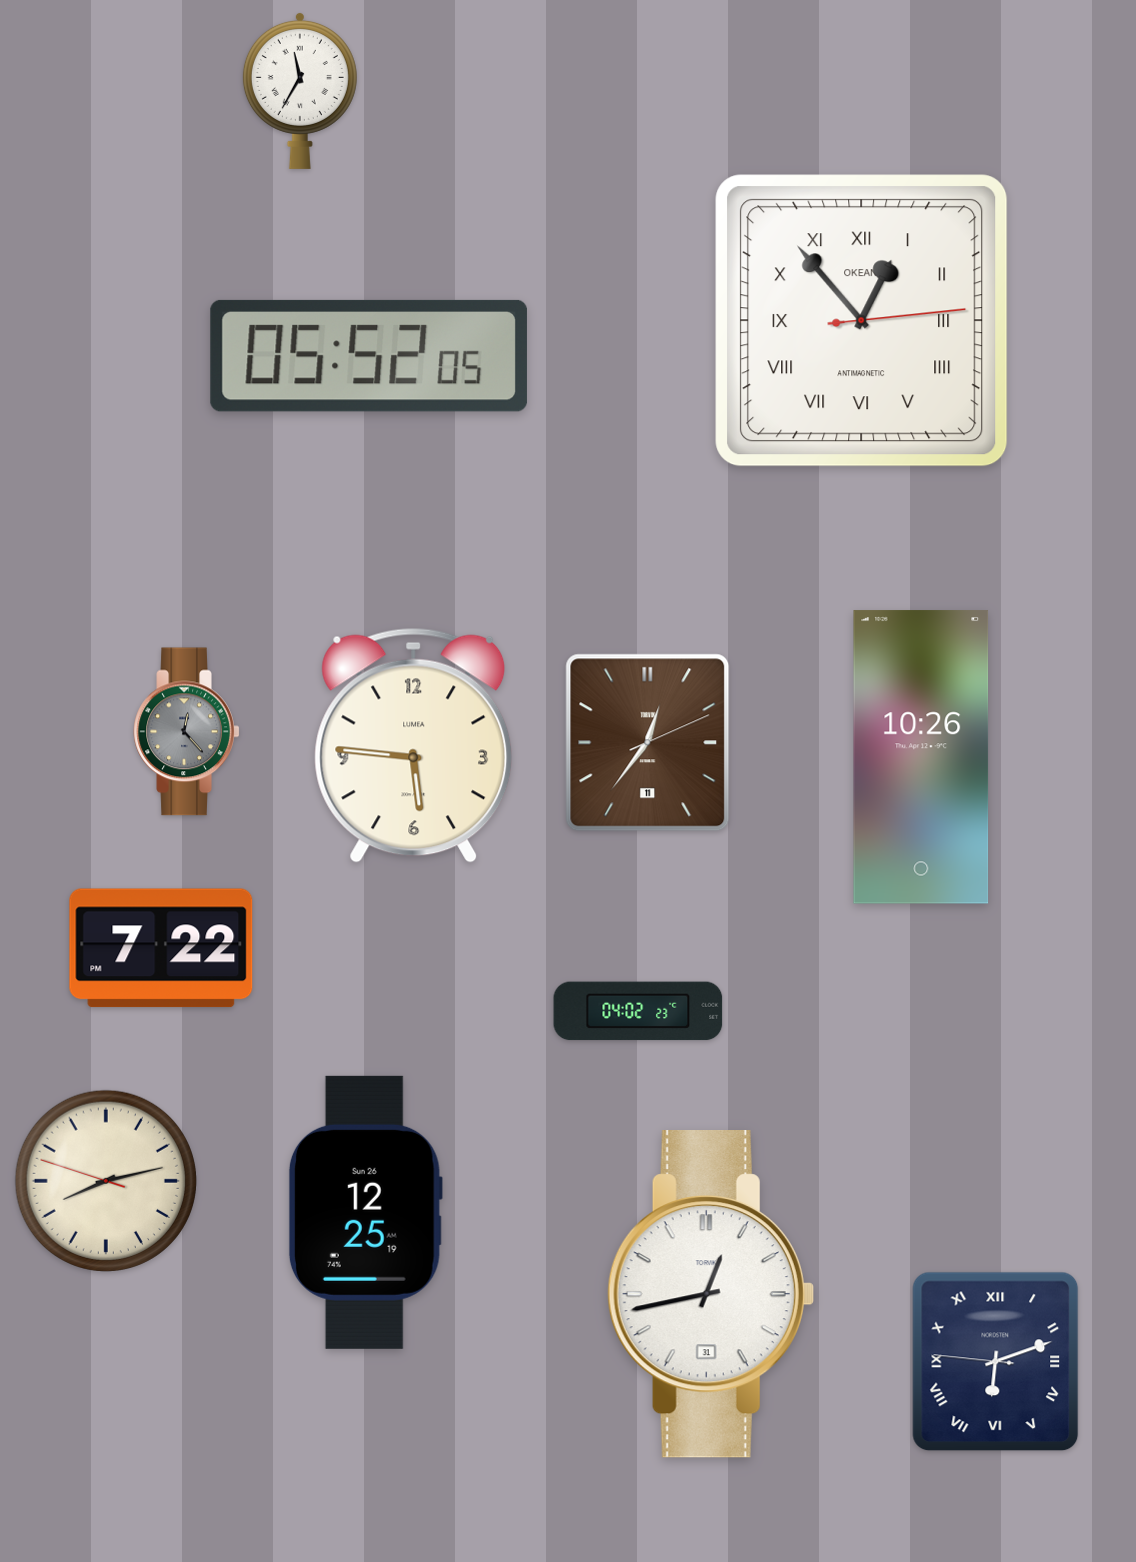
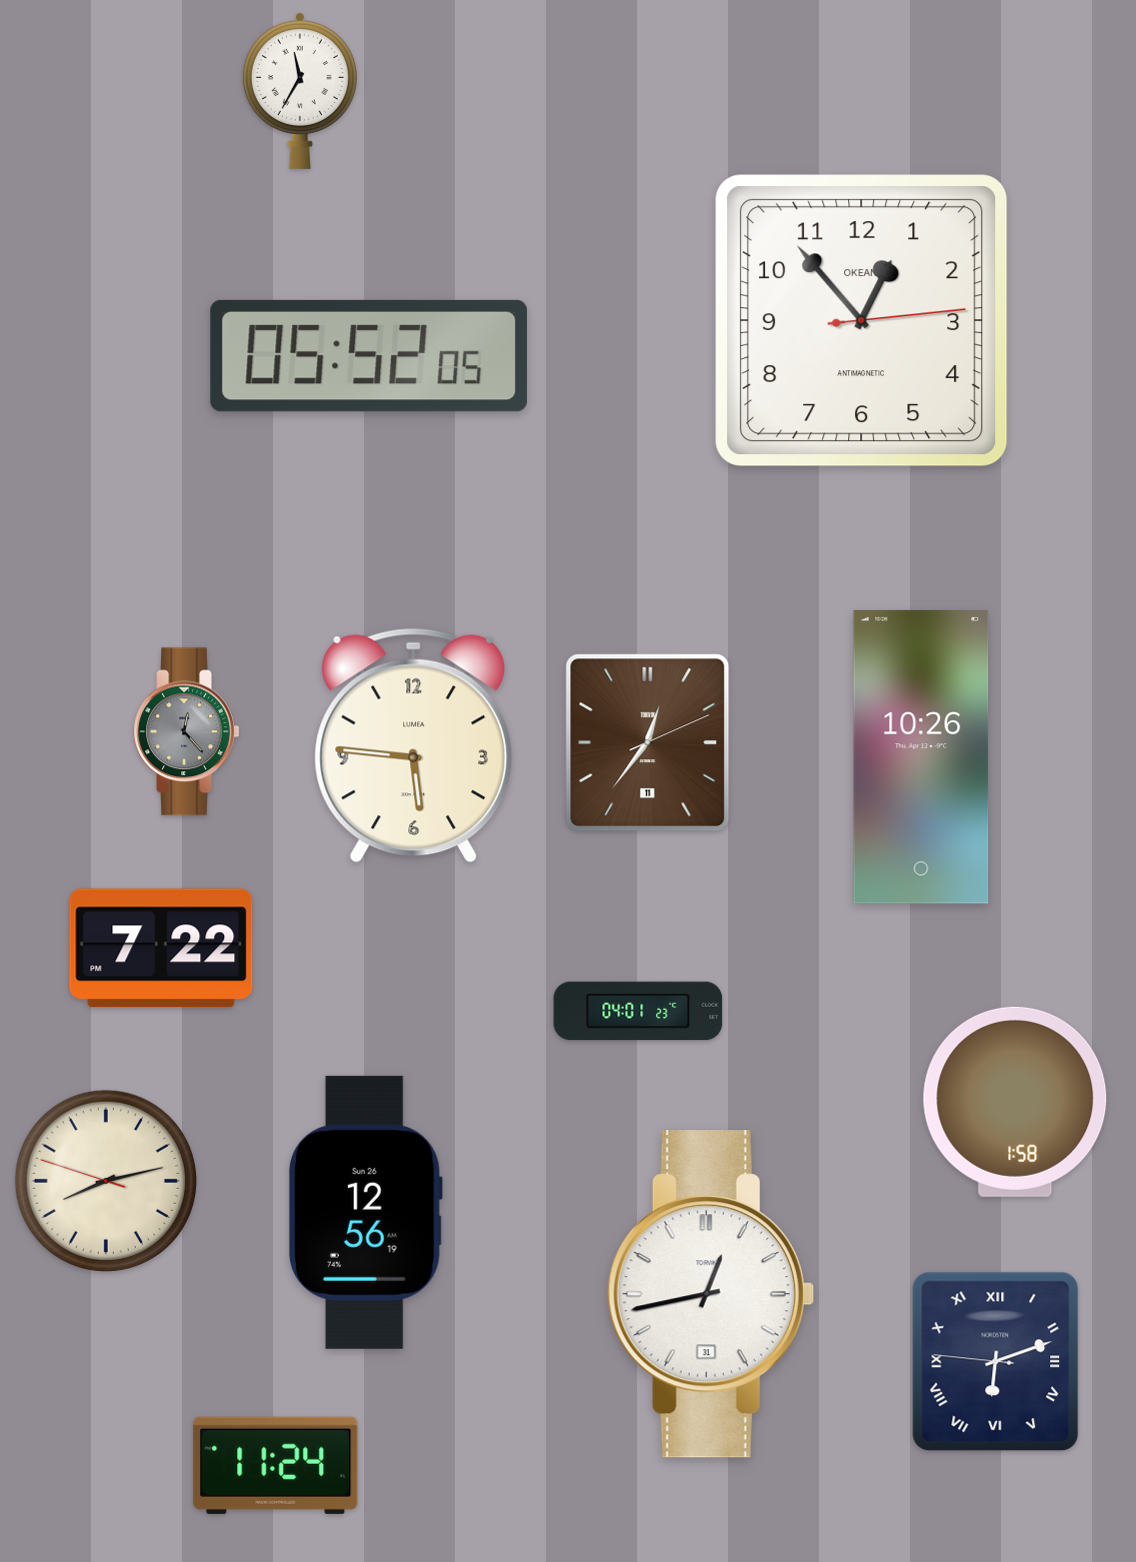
clock at (862, 321) numerals: Roman -> Arabic
clock at (638, 1011): 04:02 -> 04:01
clock at (1015, 1102): none -> 1:58
clock at (365, 1212): 12:25 -> 12:56
clock at (276, 1465): none -> 11:24
